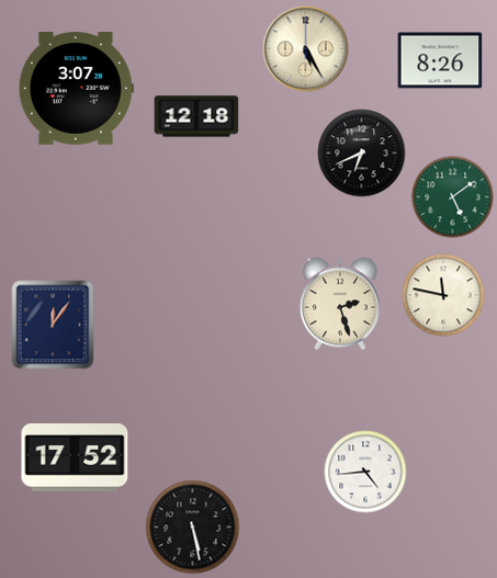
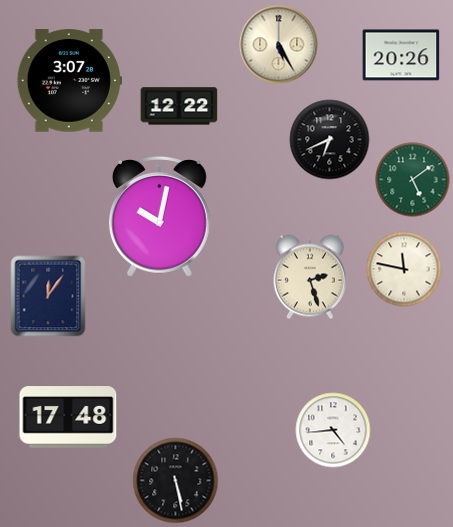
clock at (440, 60): 8:26 -> 20:26
clock at (196, 116): 12:18 -> 12:22
clock at (159, 217): none -> 10:02
clock at (75, 457): 17:52 -> 17:48
